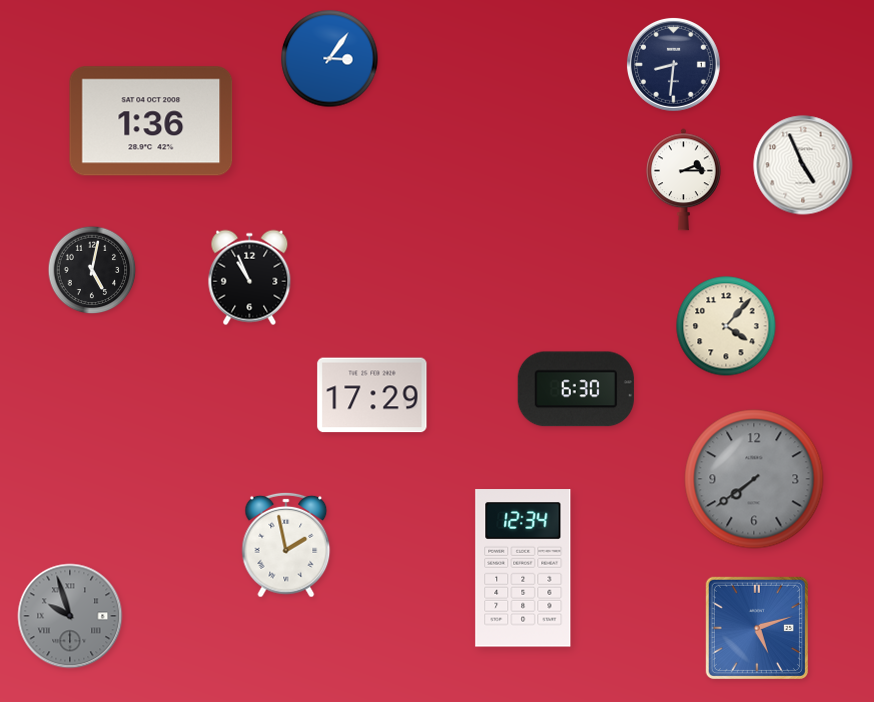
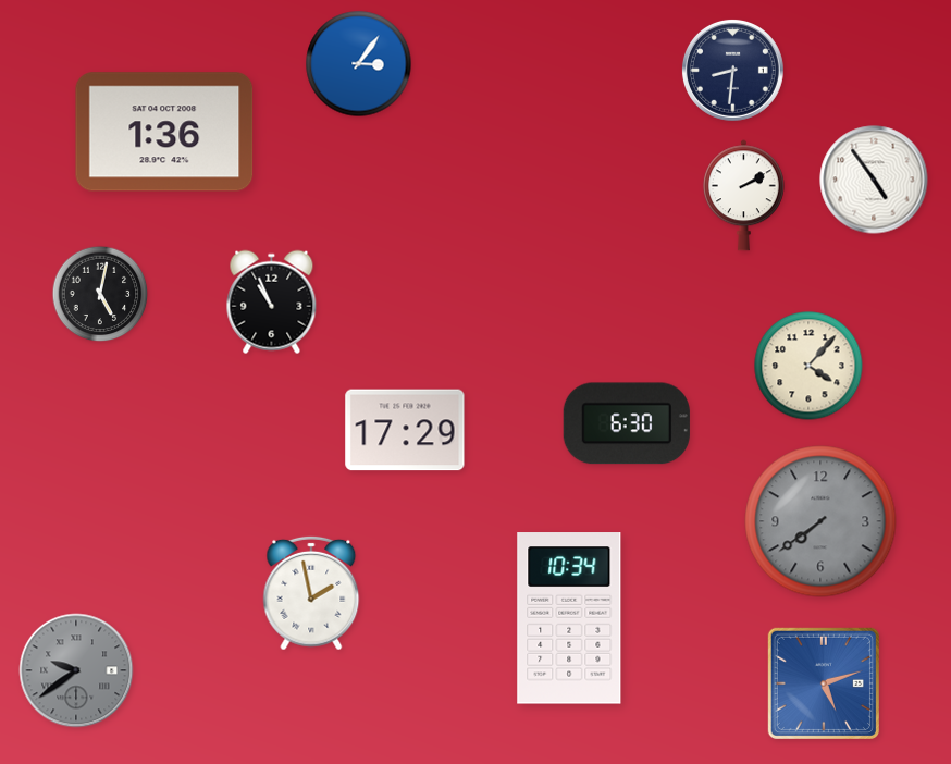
clock at (803, 165): 4:56 -> 4:54
clock at (683, 180): 2:15 -> 2:10
clock at (726, 326) position: (726, 326) -> (808, 366)
clock at (523, 568): 12:34 -> 10:34
clock at (70, 616): 9:57 -> 9:39
